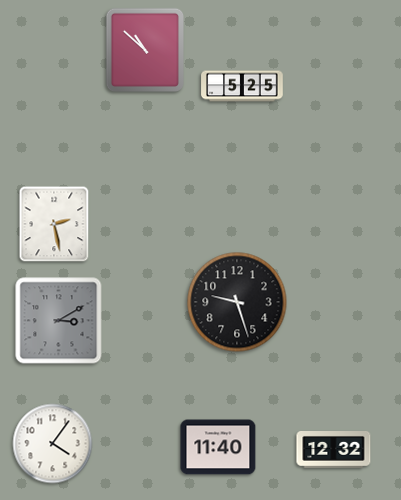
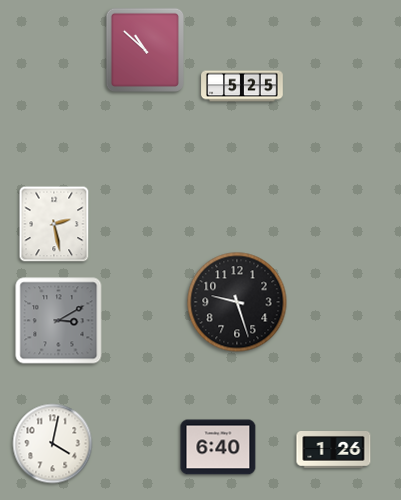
clock at (53, 444): 4:06 -> 4:02
clock at (218, 447): 11:40 -> 6:40
clock at (334, 450): 12:32 -> 1:26
